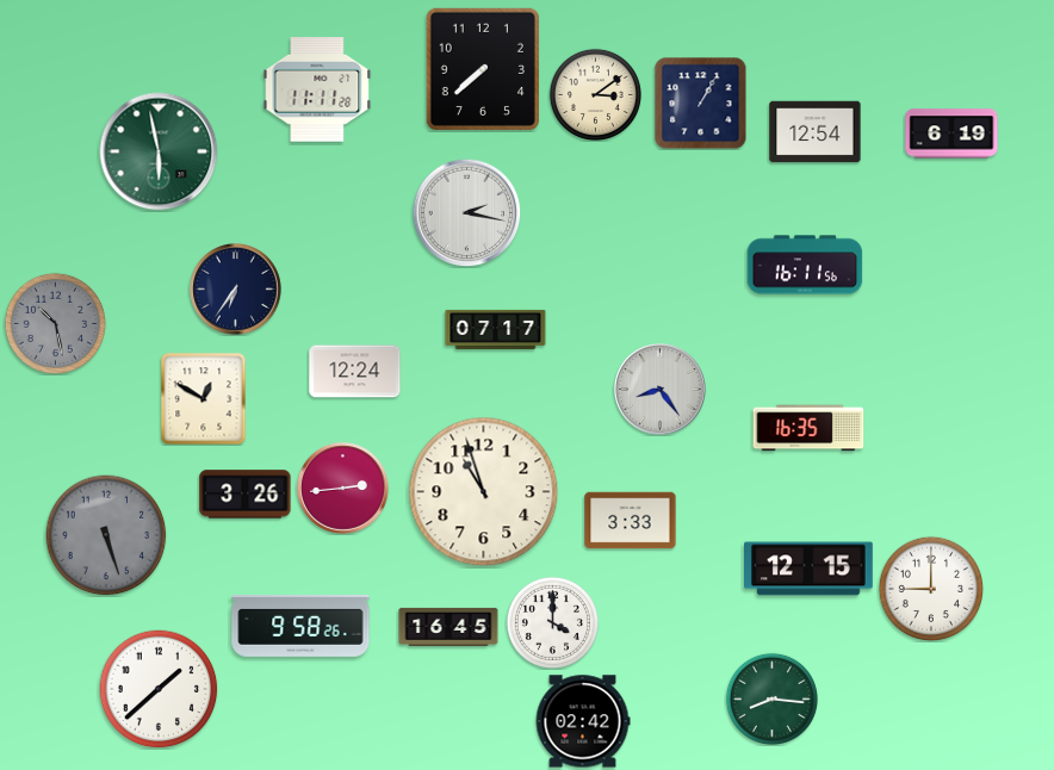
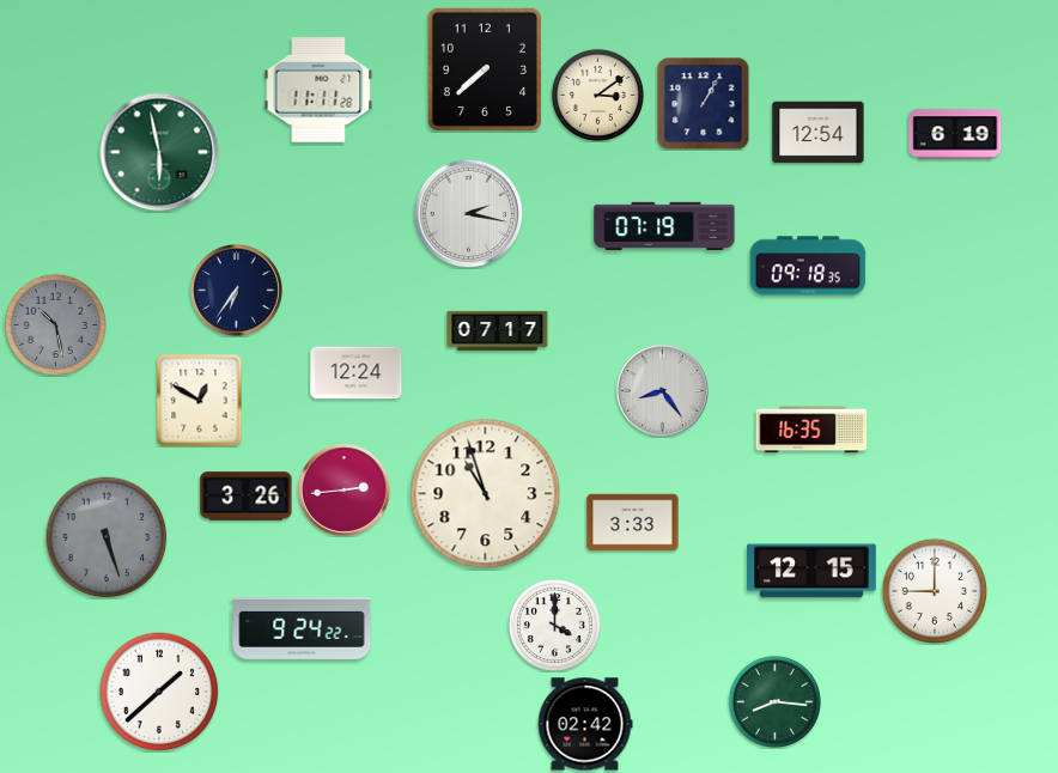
clock at (664, 226): none -> 07:19
clock at (805, 265): 16:11 -> 09:18
clock at (204, 398) position: (204, 398) -> (200, 400)
clock at (300, 627): 9:58 -> 9:24
clock at (448, 627): 16:45 -> none
